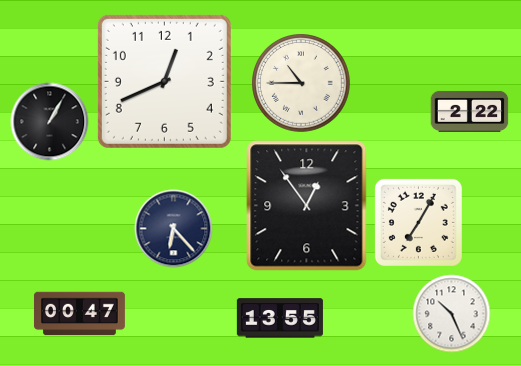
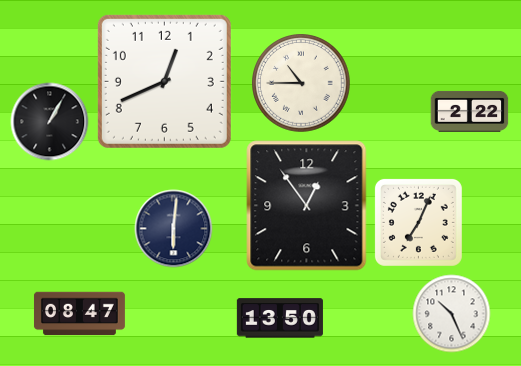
clock at (418, 222): 7:05 -> 7:04
clock at (173, 228): 6:23 -> 6:01
clock at (79, 314): 00:47 -> 08:47
clock at (280, 318): 13:55 -> 13:50
